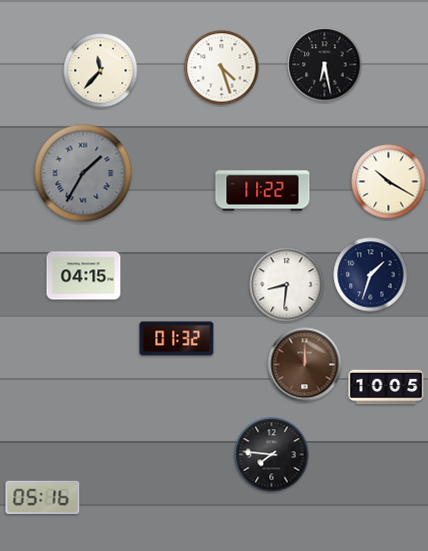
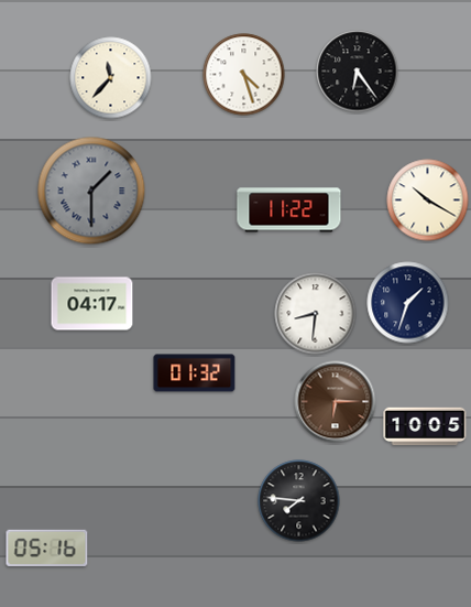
clock at (325, 65): 6:28 -> 6:24
clock at (83, 173): 1:35 -> 1:30
clock at (84, 276): 04:15 -> 04:17
clock at (305, 365): 12:00 -> 6:15
